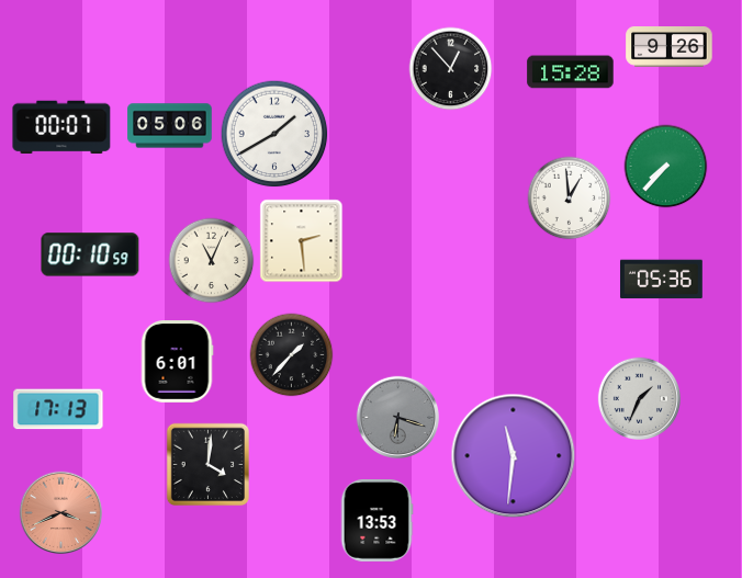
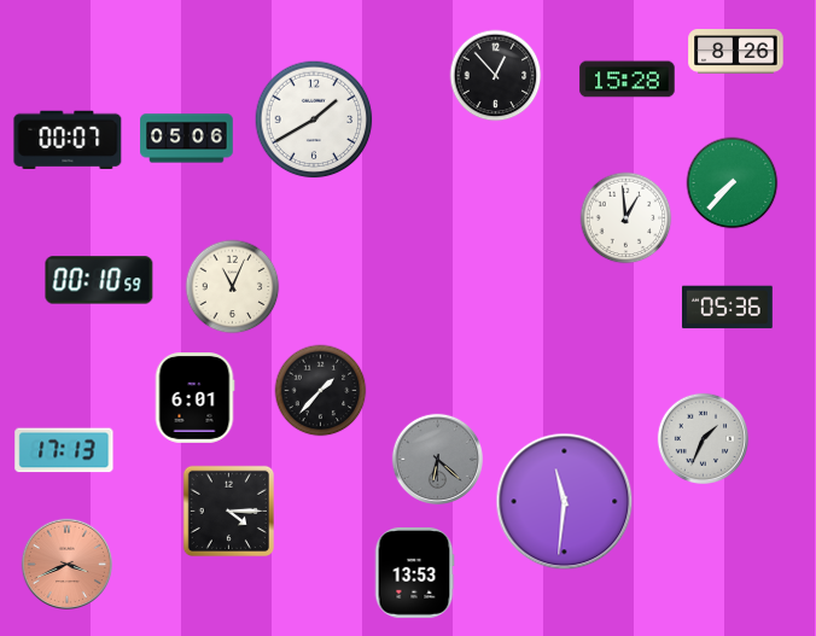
clock at (670, 47): 9:26 -> 8:26
clock at (274, 134) position: (274, 134) -> (314, 119)
clock at (302, 241): 2:29 -> none
clock at (397, 417): 6:18 -> 6:22
clock at (207, 464): 4:01 -> 4:15
